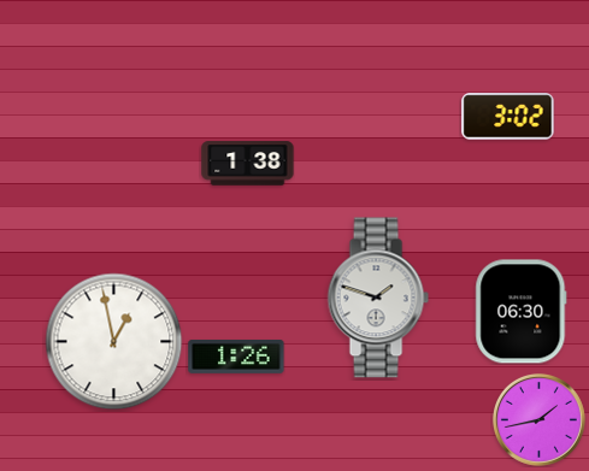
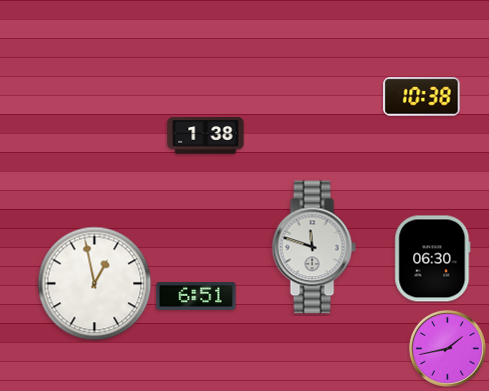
clock at (508, 117): 3:02 -> 10:38
clock at (378, 298): 1:48 -> 11:48
clock at (236, 357): 1:26 -> 6:51
